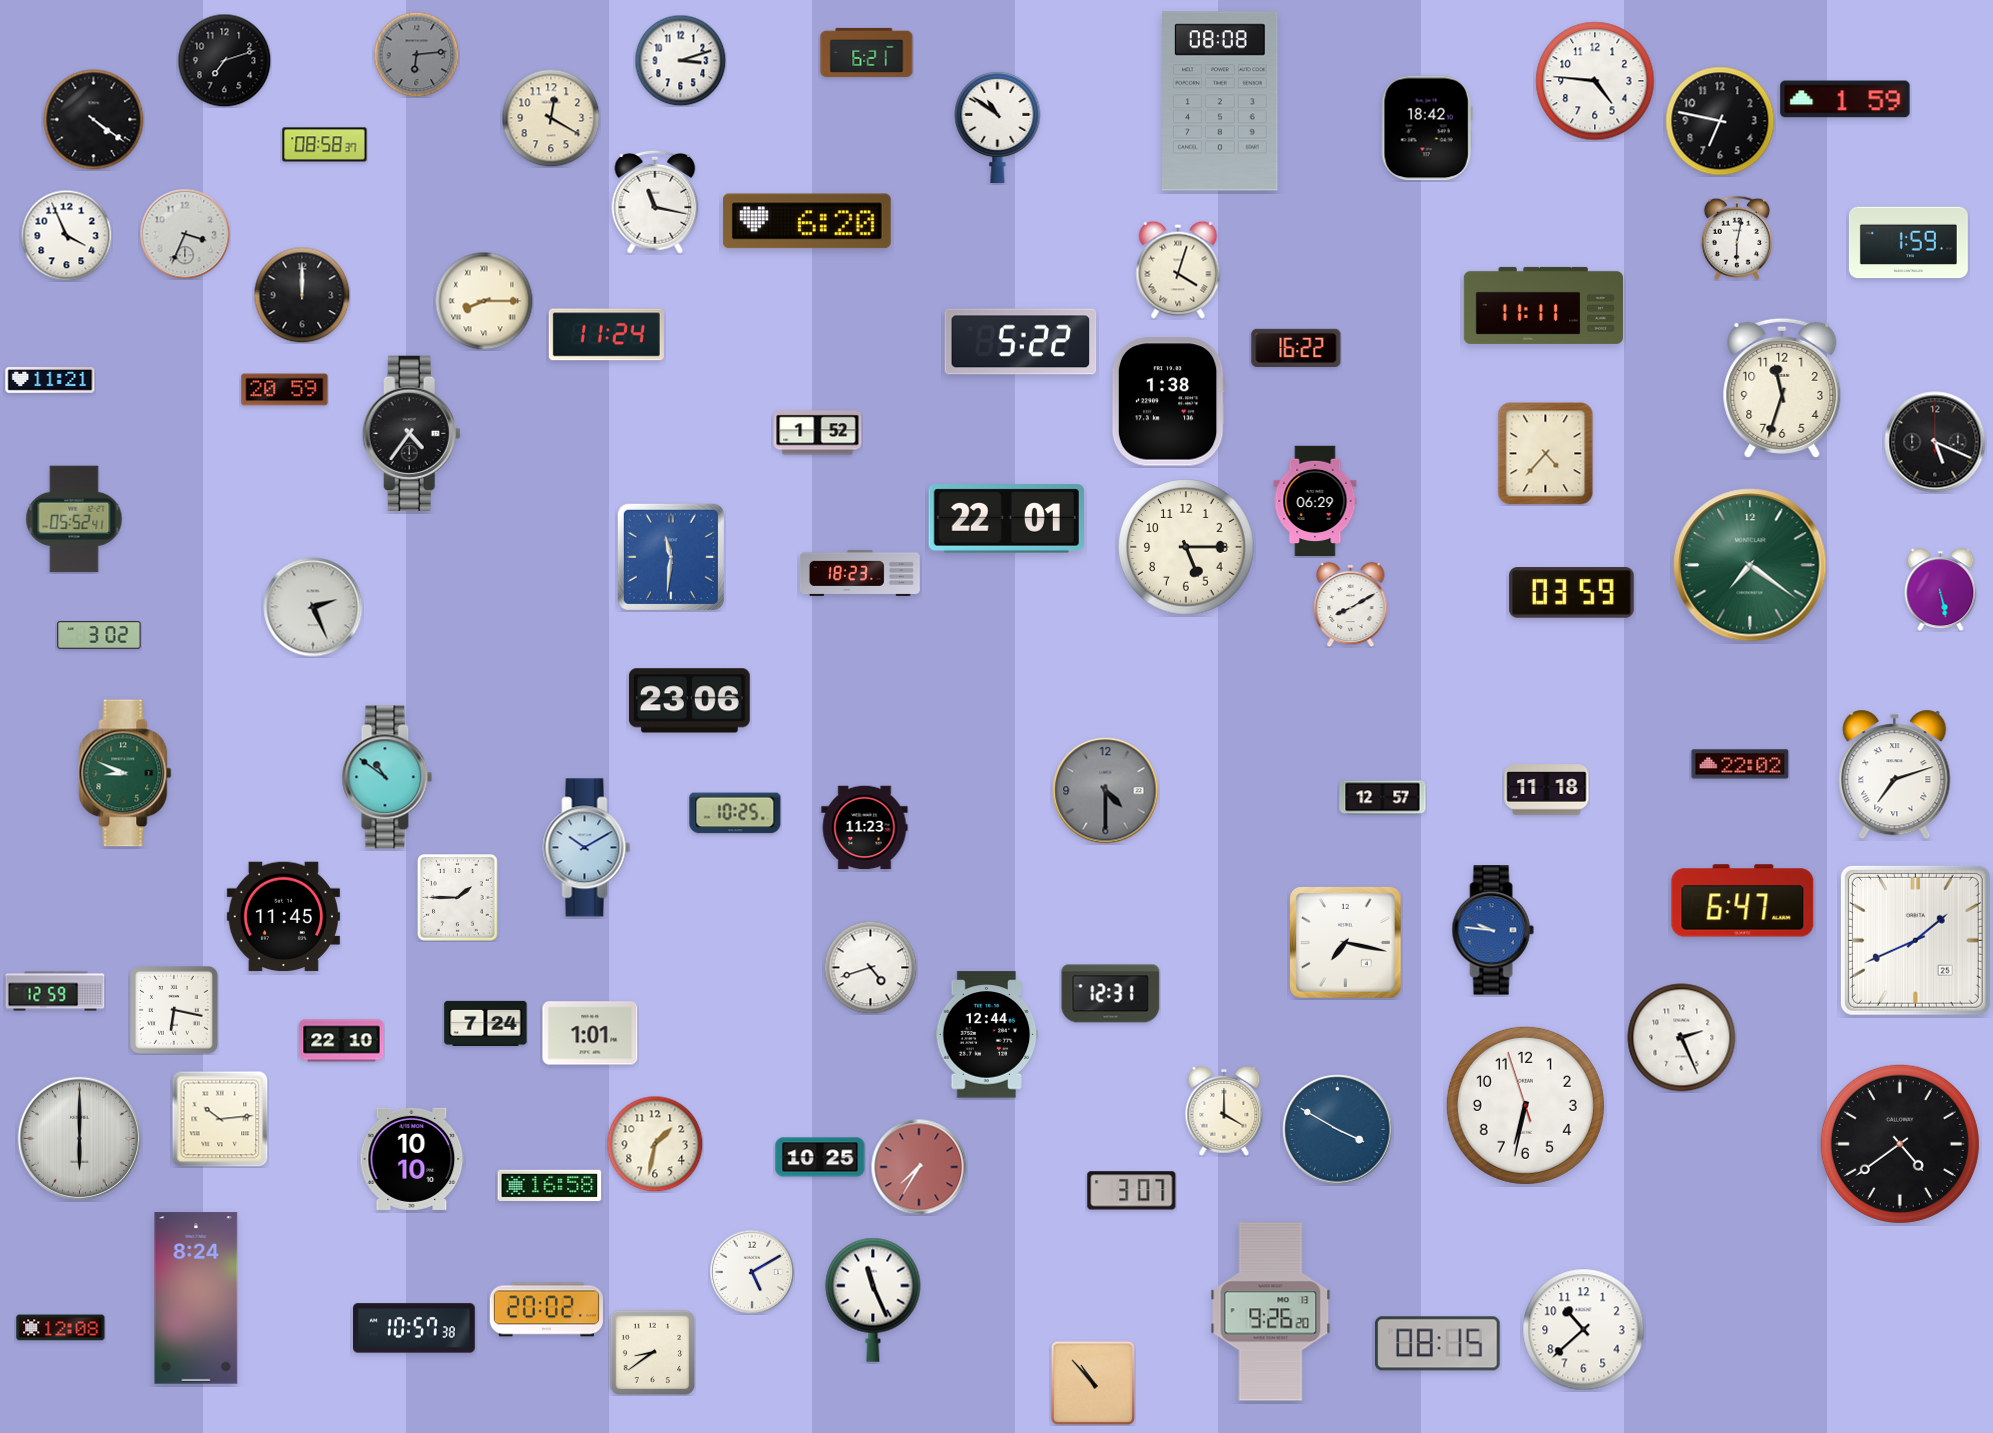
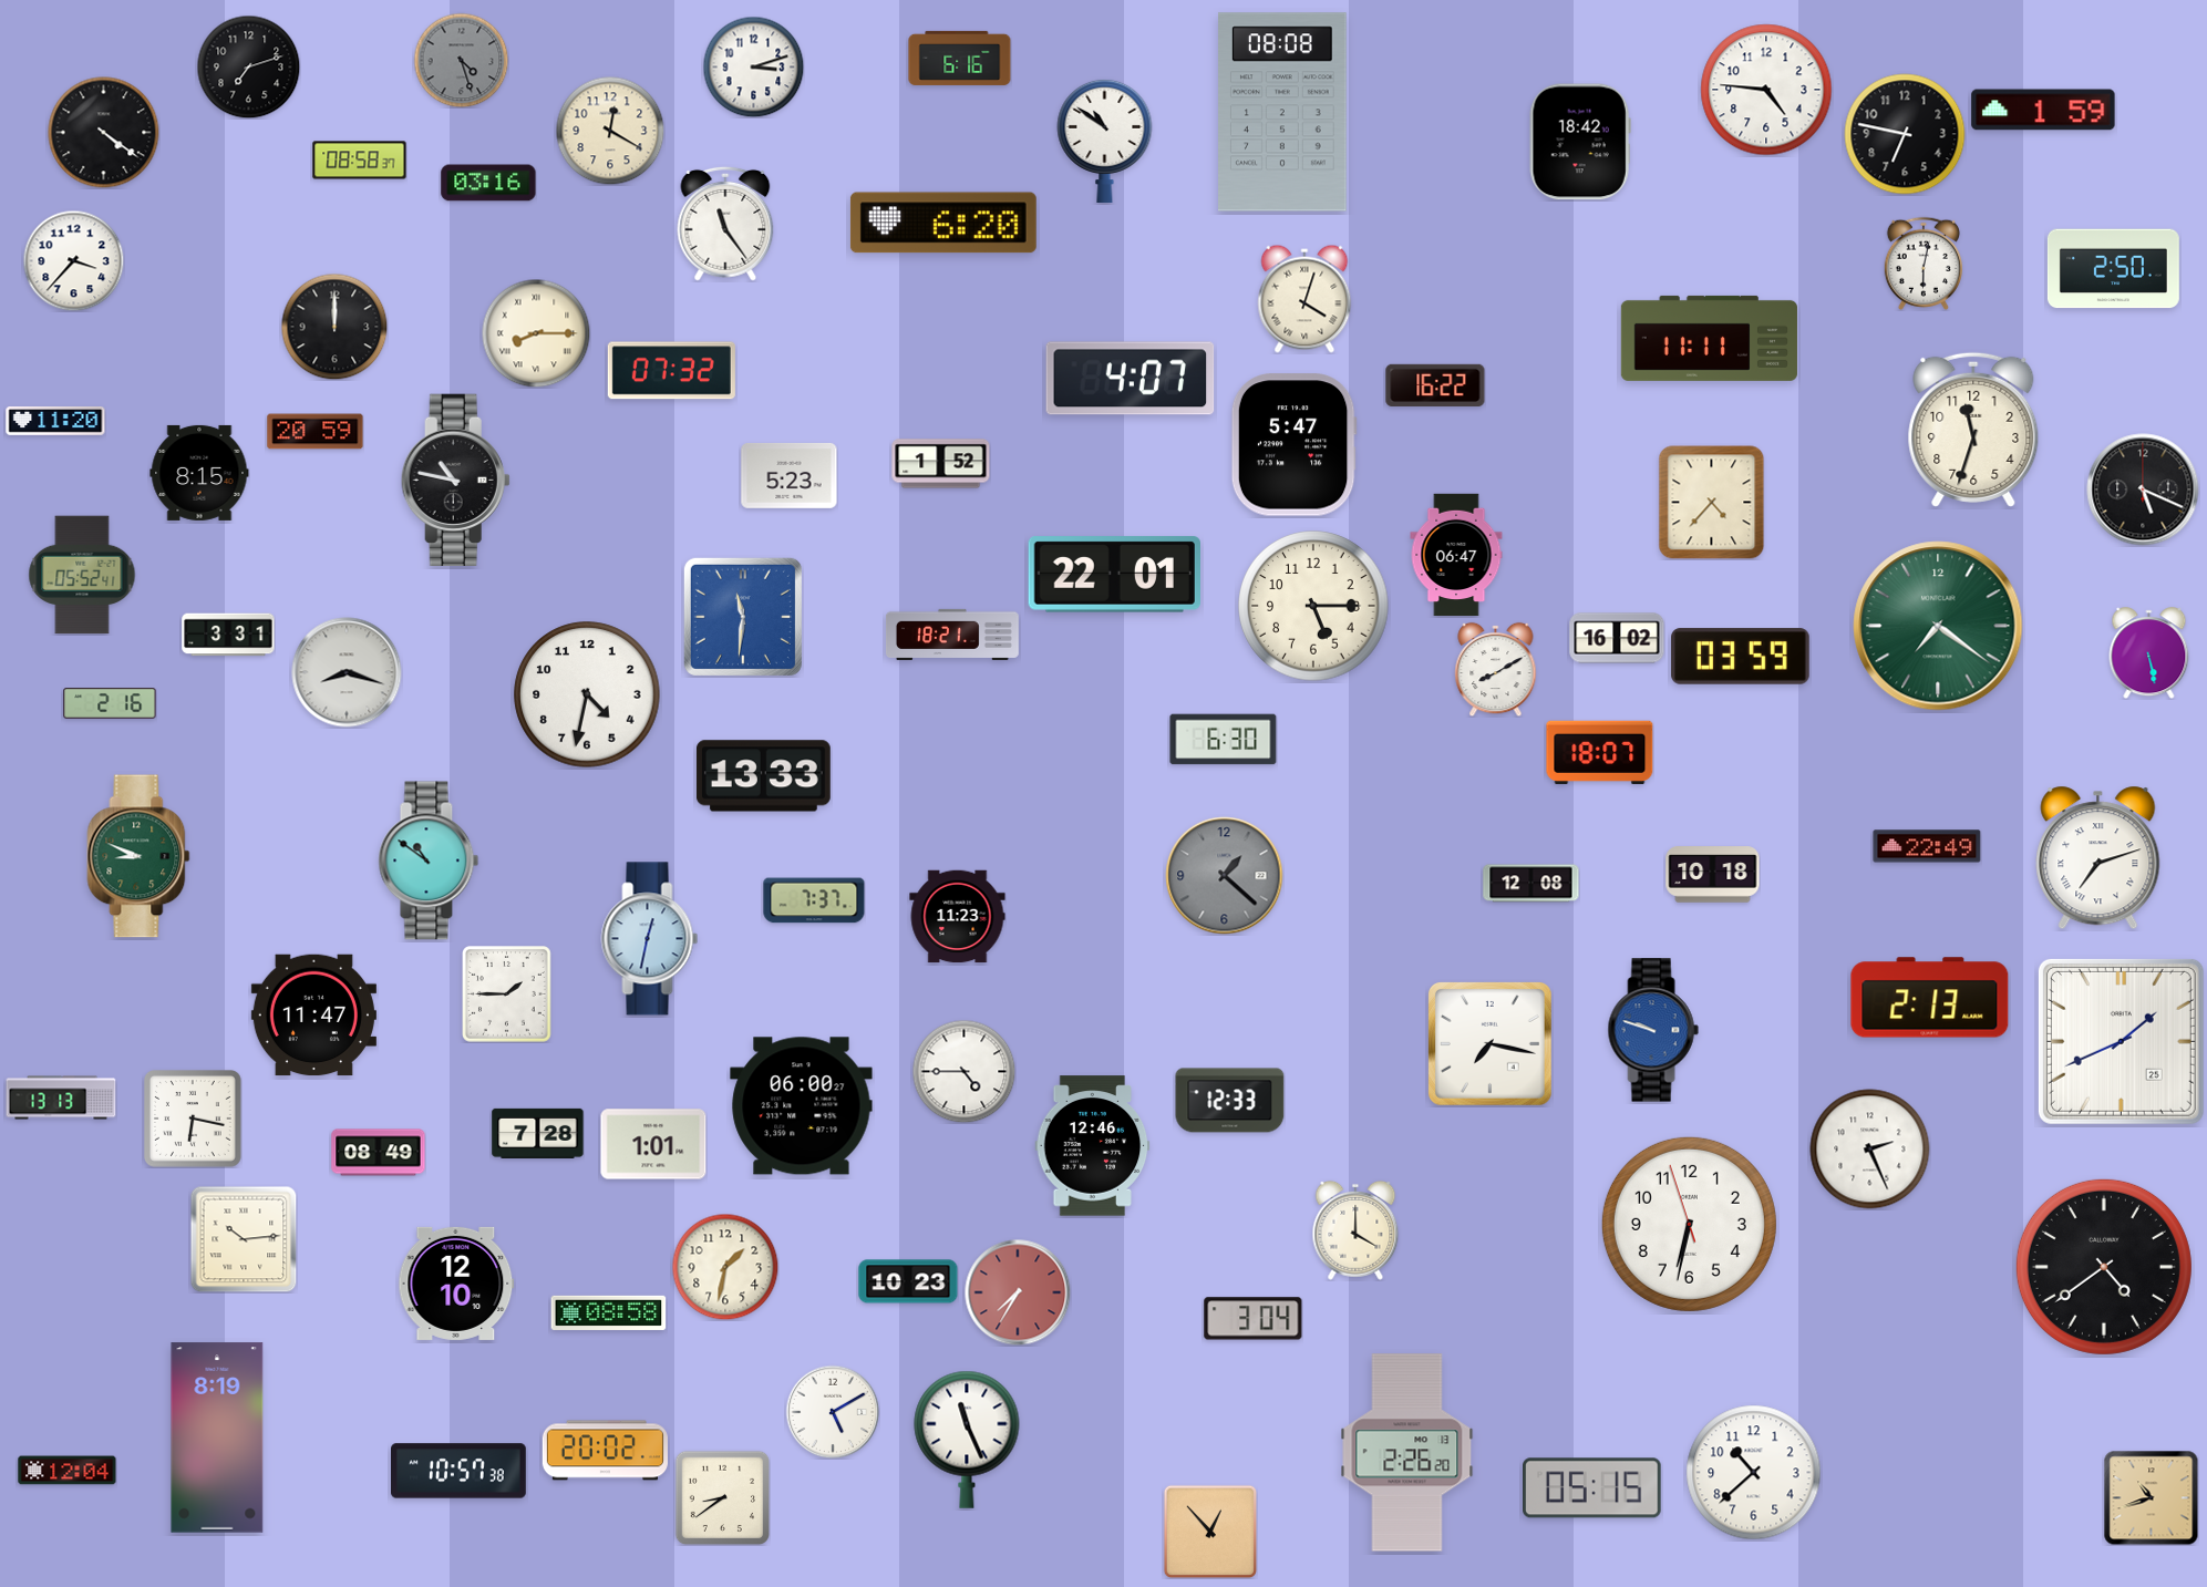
clock at (867, 52): 6:21 -> 6:16
clock at (416, 54): 6:14 -> 4:27
clock at (1221, 101) position: (1221, 101) -> (1283, 112)
clock at (488, 183): none -> 03:16
clock at (655, 202): 11:17 -> 11:24
clock at (807, 221) position: (807, 221) -> (943, 223)
clock at (185, 234): 3:34 -> none
clock at (66, 235): 3:56 -> 3:37
clock at (1908, 243): 1:59 -> 2:50
clock at (606, 335): 11:24 -> 07:32
clock at (1021, 342): 5:22 -> 4:07
clock at (50, 381): 11:21 -> 11:20
clock at (1168, 402): 1:38 -> 5:47
clock at (199, 473): none -> 8:15
clock at (790, 475): none -> 5:23
clock at (411, 433): 4:36 -> 10:47
clock at (818, 433) position: (818, 433) -> (941, 464)
clock at (1315, 501): 06:29 -> 06:47
clock at (228, 635): none -> 3:31
clock at (860, 573): 18:23 -> 18:21
clock at (1617, 638): none -> 16:02
clock at (313, 607): 2:26 -> 8:18
clock at (587, 694): none -> 4:32
clock at (99, 636): 3:02 -> 2:16
clock at (1224, 740): none -> 6:30
clock at (1600, 752): none -> 18:07
clock at (689, 701): 23:06 -> 13:33
clock at (1740, 764): 22:02 -> 22:49
clock at (1547, 790): 11:18 -> 10:18
clock at (1106, 791): 4:30 -> 1:22
clock at (1383, 798): 12:57 -> 12:08
clock at (735, 813): 10:25 -> 7:37
clock at (587, 848): 10:10 -> 12:32
clock at (1743, 901): 6:47 -> 2:13
clock at (283, 917): 11:45 -> 11:47
clock at (1493, 930): 9:46 -> 9:48
clock at (870, 967): 4:42 -> 4:45
clock at (55, 991): 12:59 -> 13:13
clock at (1111, 994): 12:31 -> 12:33
clock at (802, 1106): none -> 06:00
clock at (486, 1023): 7:24 -> 7:28
clock at (987, 1035): 12:44 -> 12:46
clock at (1682, 1038) position: (1682, 1038) -> (1870, 1150)
clock at (342, 1041): 22:10 -> 08:49
clock at (1338, 1130): 3:50 -> none
clock at (79, 1138): 6:00 -> none
clock at (820, 1157): 10:25 -> 10:23
clock at (412, 1159): 10:10 -> 12:10
clock at (550, 1185): 16:58 -> 08:58
clock at (1132, 1191): 3:07 -> 3:04
clock at (752, 1272) position: (752, 1272) -> (833, 1412)
clock at (196, 1298): 8:24 -> 8:19
clock at (1271, 1312): 9:26 -> 2:26
clock at (61, 1328): 12:08 -> 12:04
clock at (1438, 1344): 08:15 -> 05:15
clock at (2151, 1497): none -> 10:42
clock at (1093, 1383): 10:53 -> 12:53
